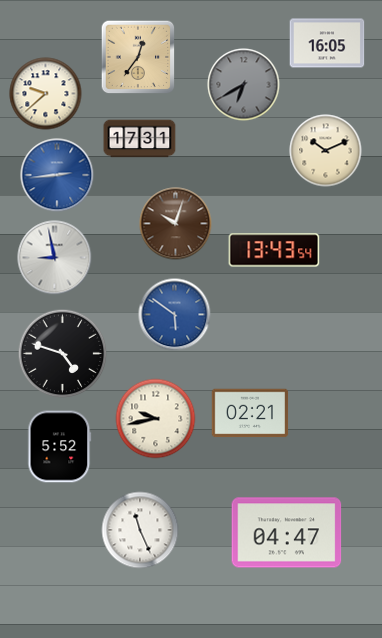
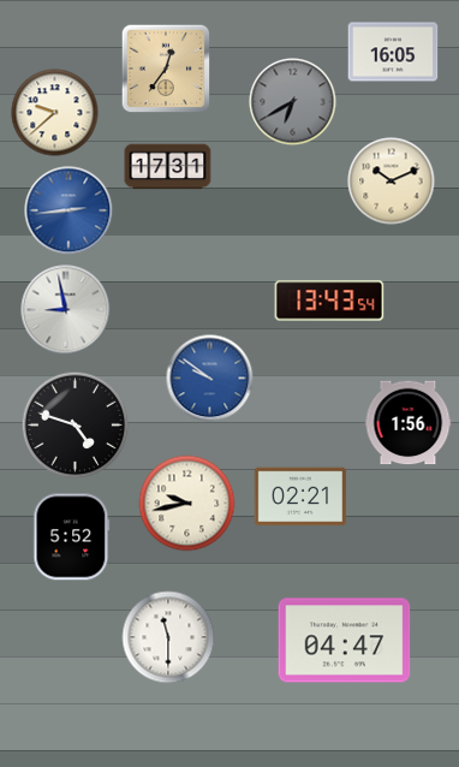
clock at (176, 224): 10:03 -> none
clock at (175, 315): 5:51 -> 9:51
clock at (409, 423): none -> 1:56
clock at (140, 530): 11:26 -> 11:30
